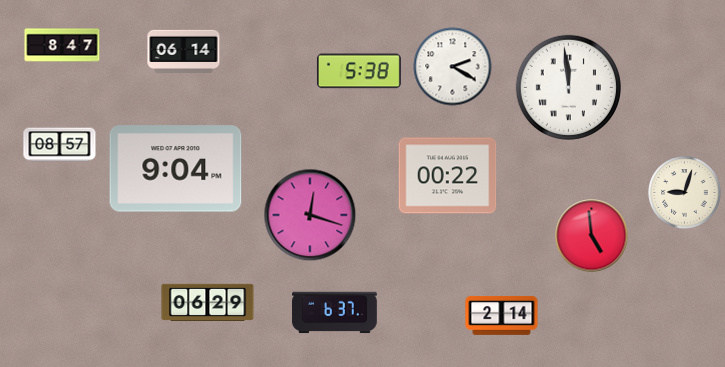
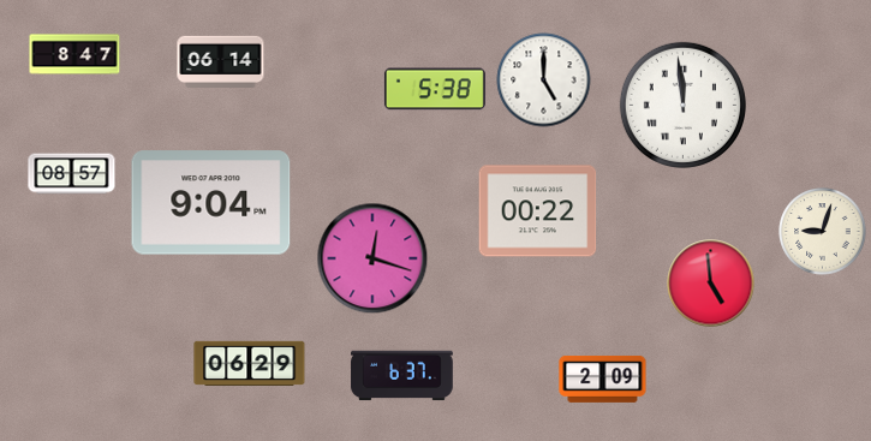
clock at (453, 67): 2:20 -> 5:00
clock at (359, 71) position: (359, 71) -> (435, 89)
clock at (502, 315): 2:14 -> 2:09
